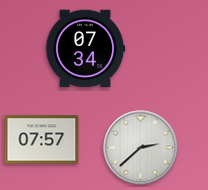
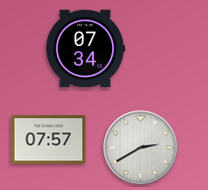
clock at (42, 140) position: (42, 140) -> (49, 140)
clock at (141, 148): 2:38 -> 2:40
